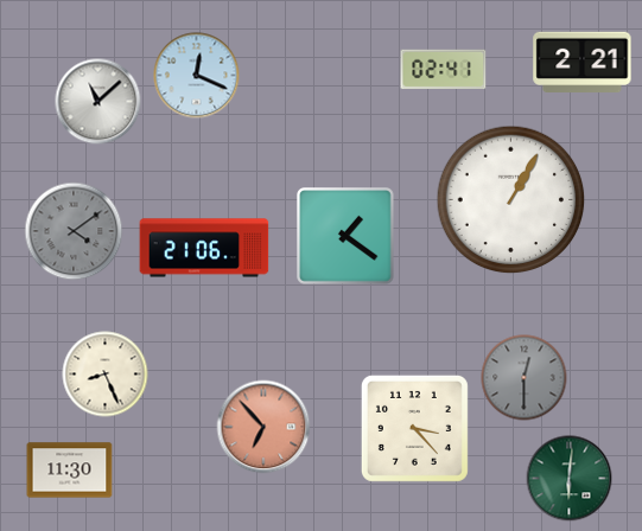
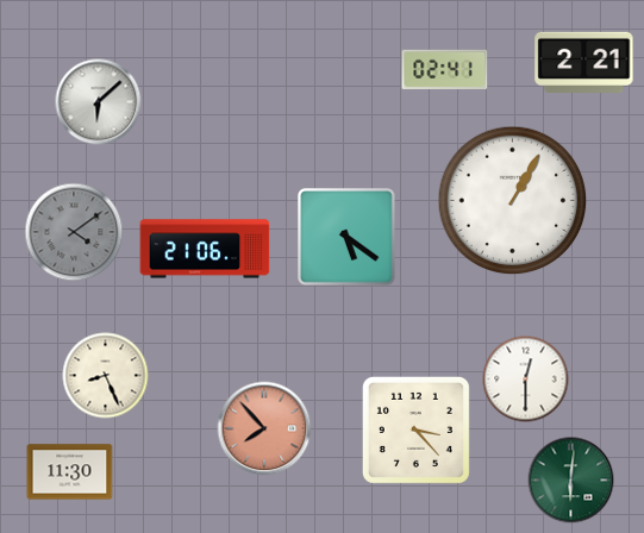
clock at (197, 76): 12:19 -> none
clock at (98, 102): 11:08 -> 6:08
clock at (345, 236): 1:21 -> 5:21
clock at (525, 378) dial: grey -> white
clock at (263, 427): 6:53 -> 7:53
